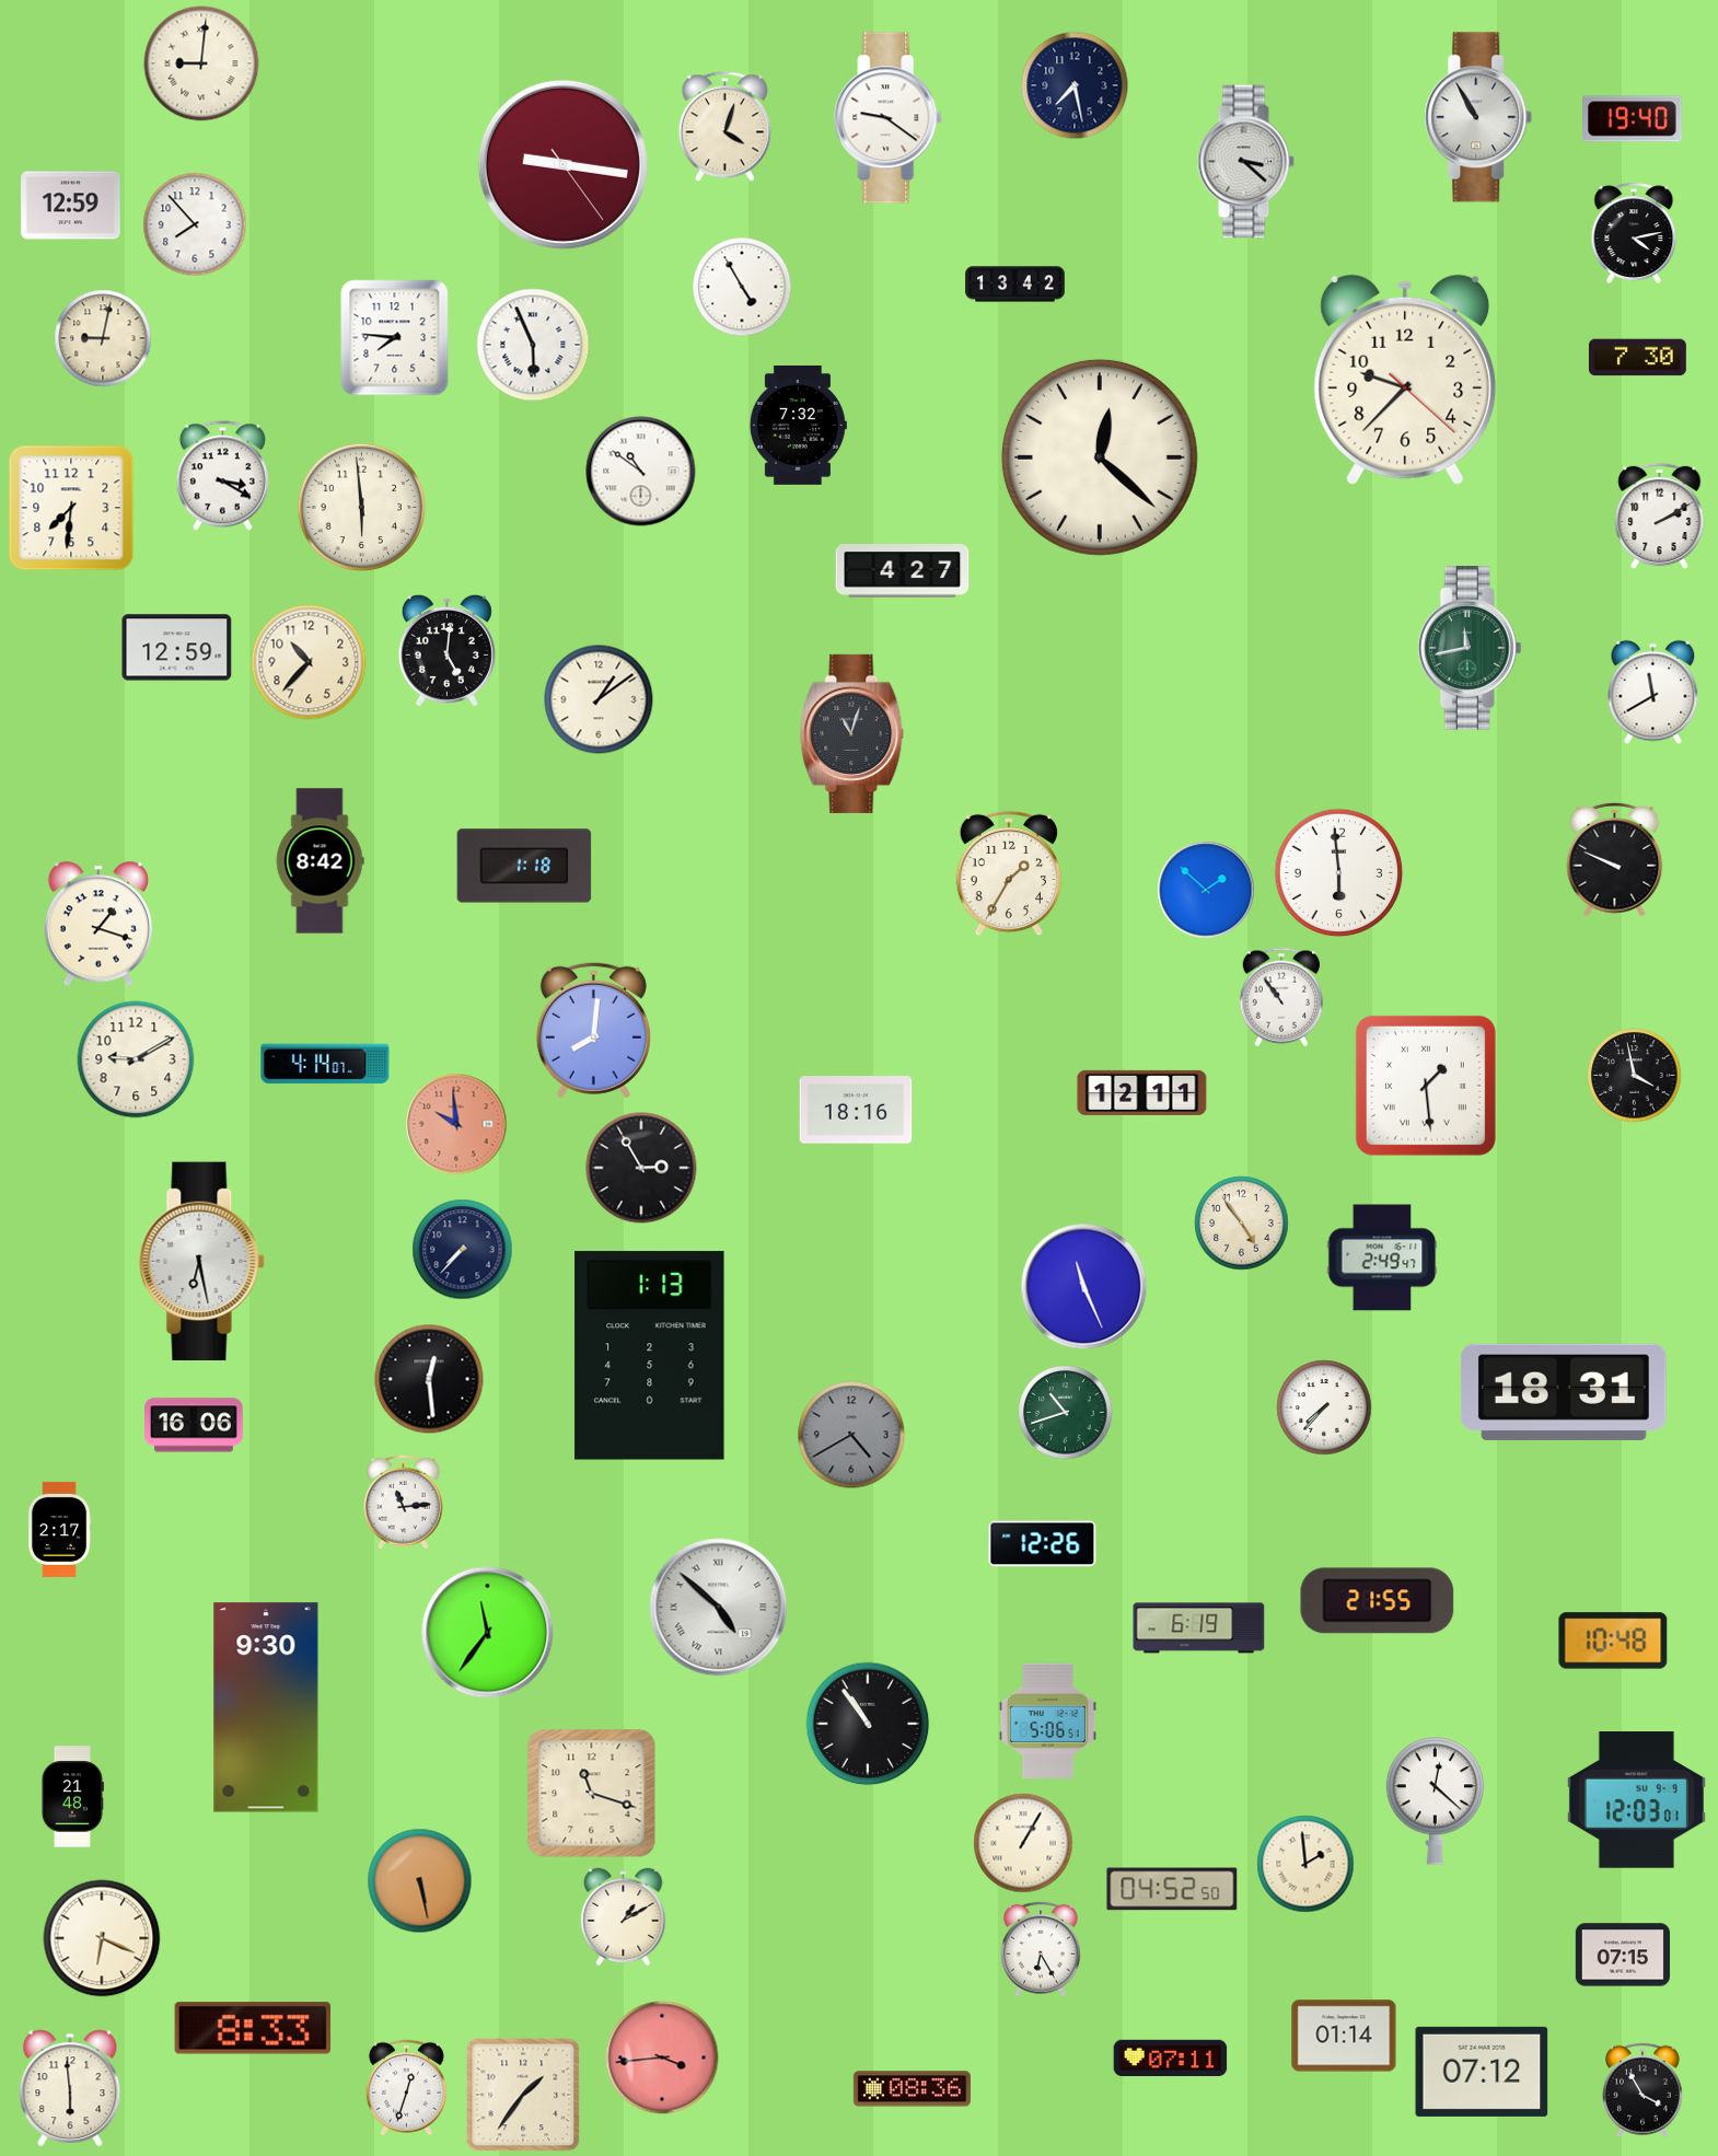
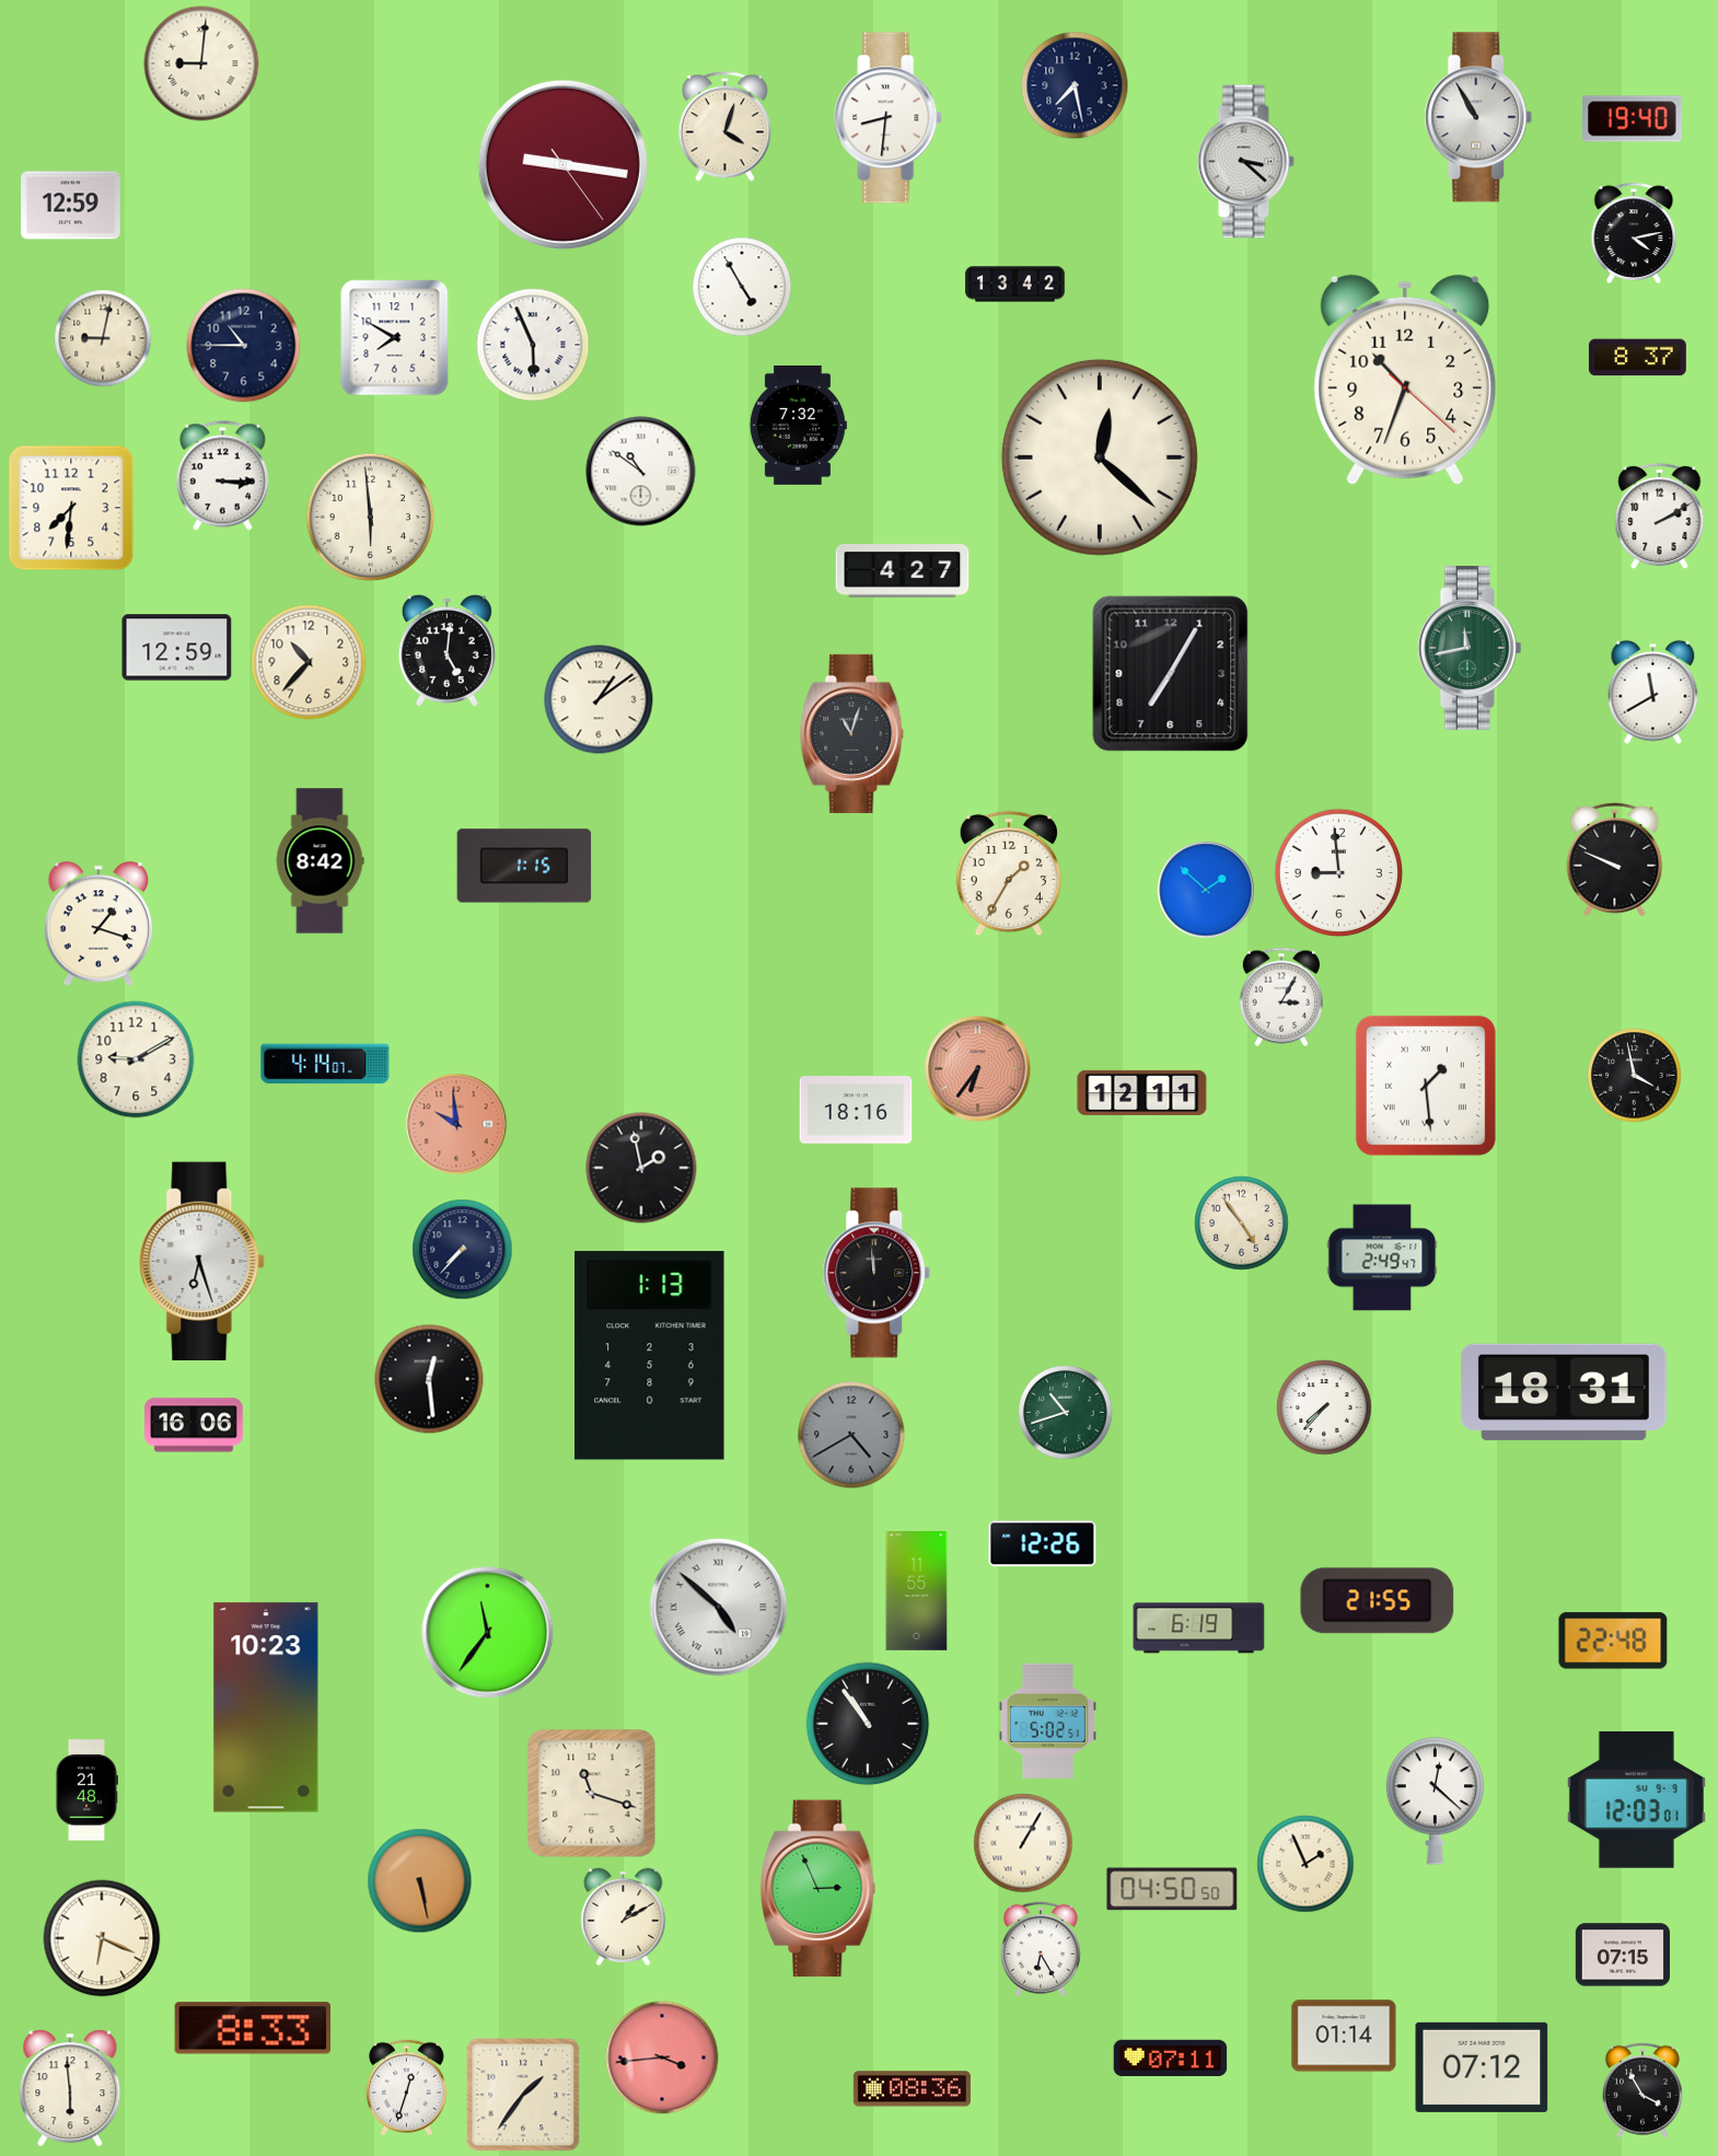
clock at (889, 118): 9:21 -> 8:31
clock at (195, 224): 7:53 -> none
clock at (395, 338): 7:46 -> 7:50
clock at (244, 346): none -> 10:45
clock at (1637, 358): 7:30 -> 8:37
clock at (1405, 380): 9:37 -> 10:33
clock at (222, 476): 3:20 -> 3:15
clock at (362, 508) position: (362, 508) -> (371, 518)
clock at (1171, 674): none -> 7:05
clock at (524, 866): 1:18 -> 1:15
clock at (1339, 873): 5:59 -> 8:59
clock at (1280, 997): 10:54 -> 3:05
clock at (593, 1030): 8:01 -> none
clock at (978, 1069): none -> 6:36
clock at (641, 1168): 2:55 -> 1:58
clock at (202, 1262): 6:28 -> 6:27
clock at (877, 1273): none -> 11:59
clock at (1084, 1287): 11:26 -> none
clock at (404, 1502): 11:14 -> none
clock at (59, 1529): 2:17 -> none
clock at (917, 1591): none -> 11:55
clock at (1613, 1641): 10:48 -> 22:48
clock at (266, 1707): 9:30 -> 10:23
clock at (1047, 1720): 5:06 -> 5:02
clock at (72, 1797) position: (72, 1797) -> (86, 1790)
clock at (1305, 1864): 1:59 -> 1:56
clock at (819, 1889): none -> 2:56
clock at (1172, 1889): 04:52 -> 04:50
clock at (1482, 2072) position: (1482, 2072) -> (1482, 2067)
